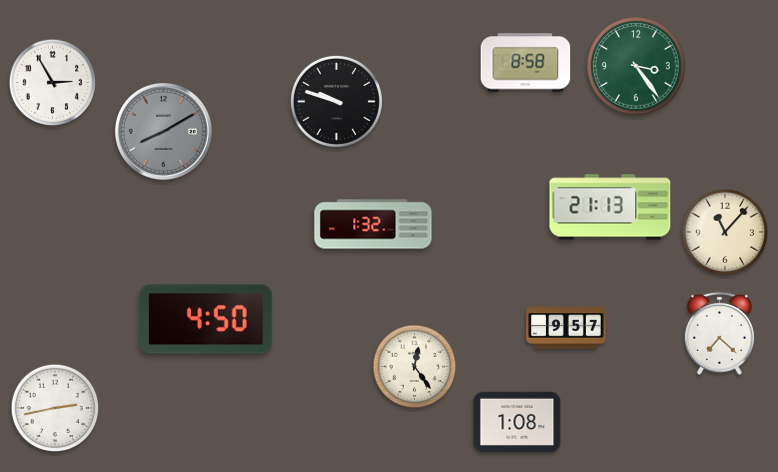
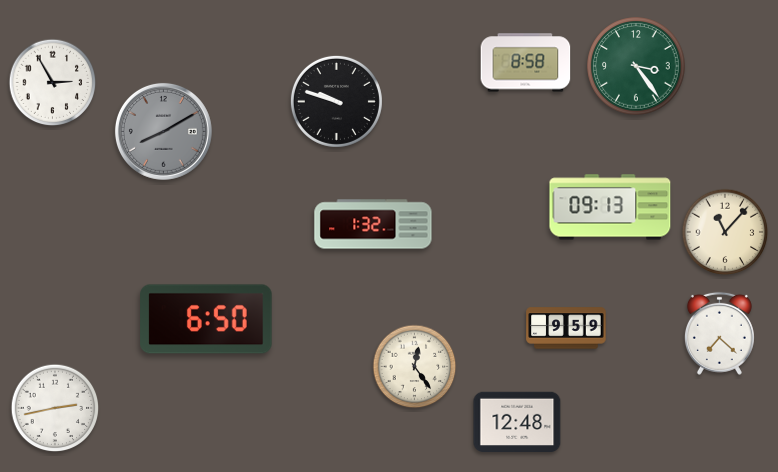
clock at (610, 207): 21:13 -> 09:13
clock at (206, 319): 4:50 -> 6:50
clock at (566, 328): 9:57 -> 9:59
clock at (517, 422): 1:08 -> 12:48
